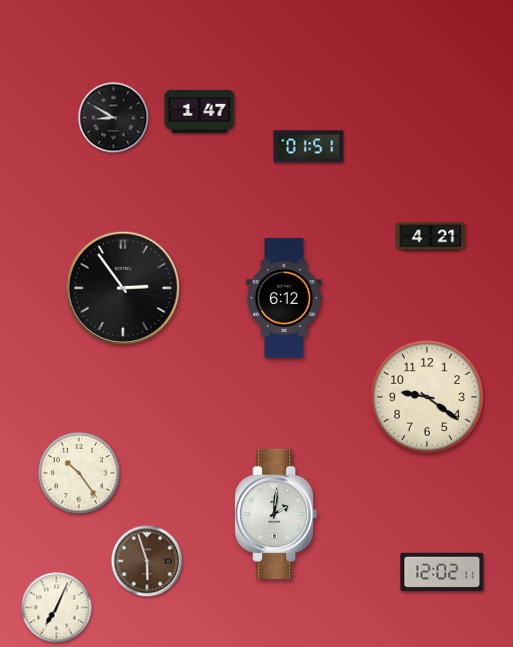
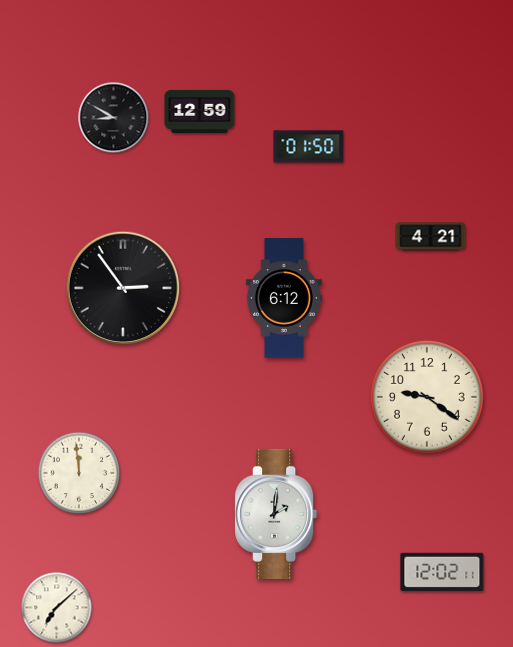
clock at (200, 111): 1:47 -> 12:59
clock at (309, 147): 01:51 -> 01:50
clock at (79, 473): 10:24 -> 11:59
clock at (147, 561): 5:57 -> none
clock at (57, 608): 7:04 -> 7:08
